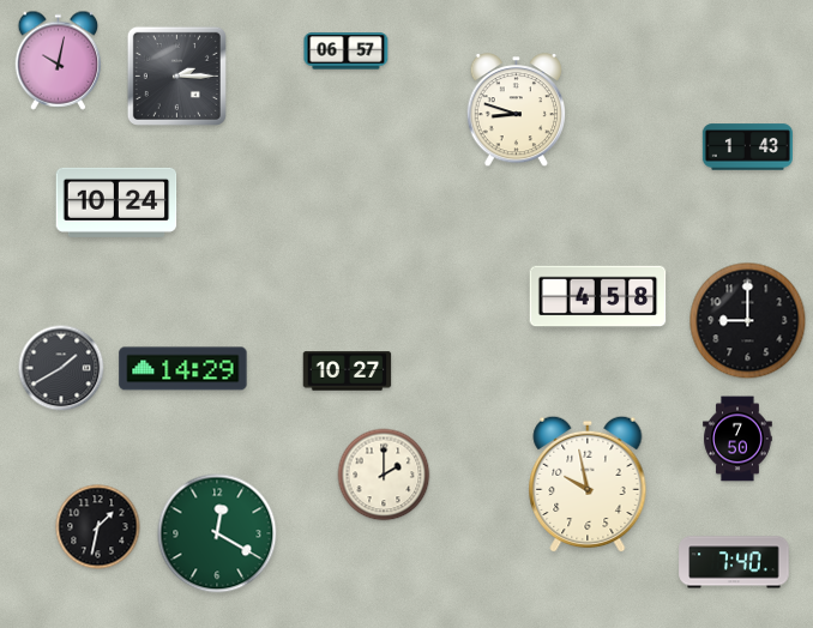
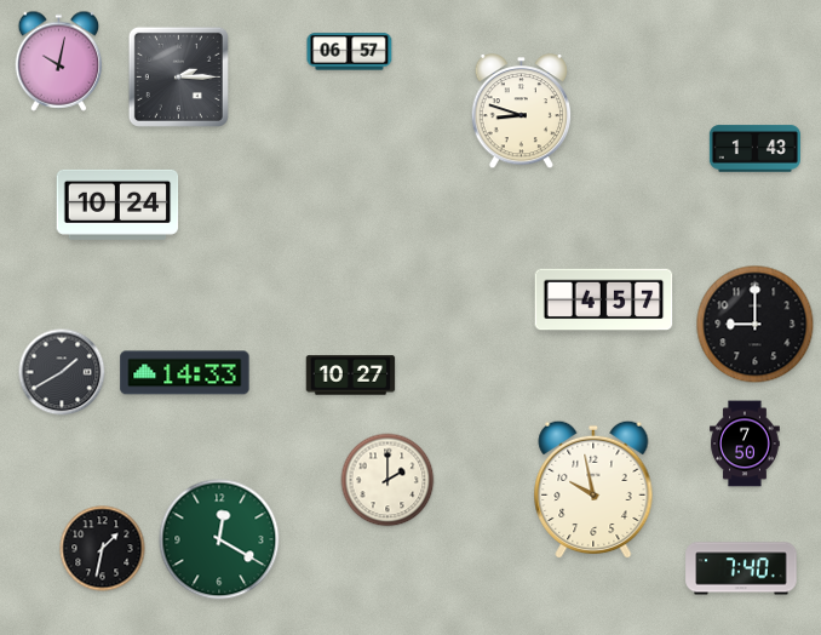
clock at (598, 297): 4:58 -> 4:57
clock at (183, 369): 14:29 -> 14:33
clock at (98, 527) position: (98, 527) -> (103, 549)
